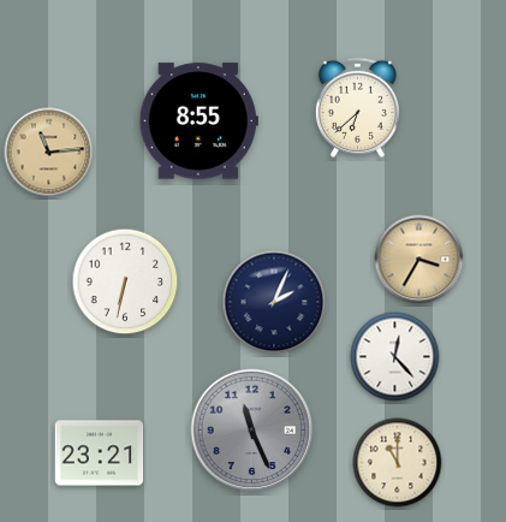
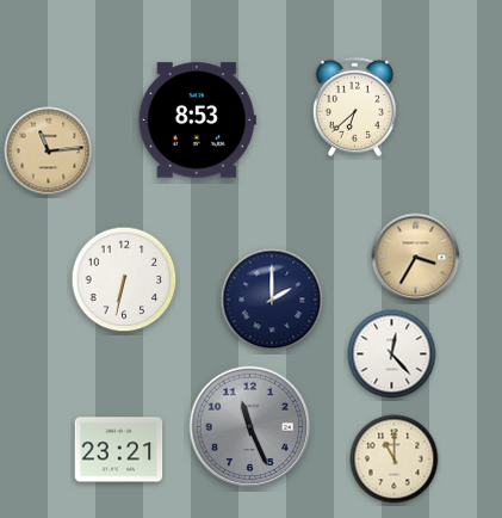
clock at (198, 121): 8:55 -> 8:53
clock at (274, 302): 2:04 -> 2:00
clock at (100, 453) position: (100, 453) -> (119, 450)
